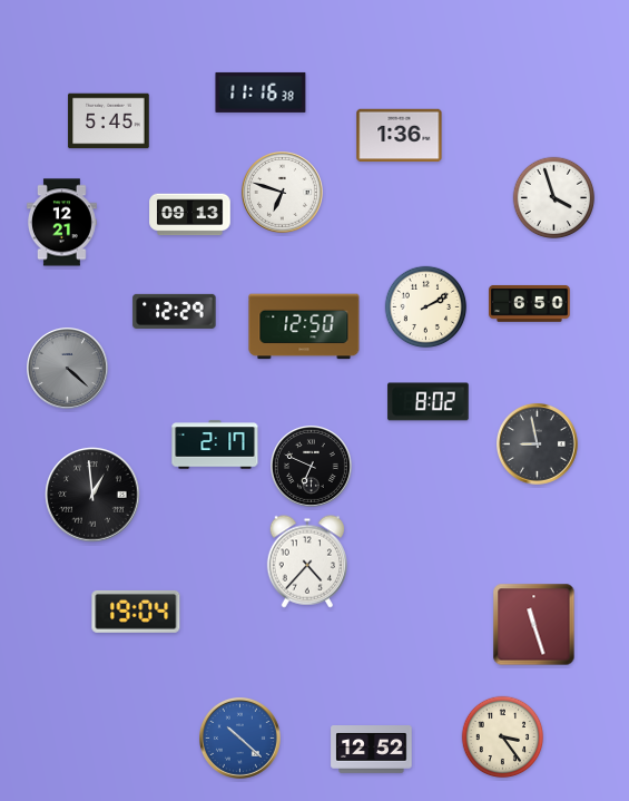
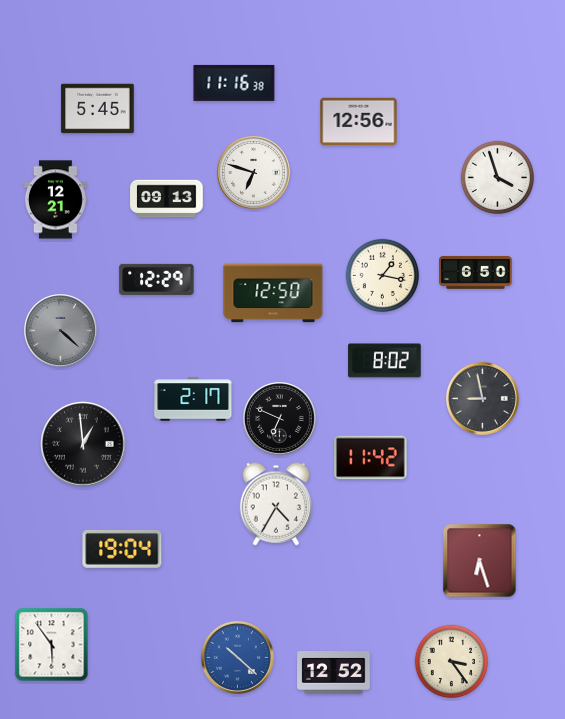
clock at (400, 136): 1:36 -> 12:56
clock at (190, 215) position: (190, 215) -> (167, 199)
clock at (426, 307): 2:10 -> 1:17
clock at (371, 458): none -> 11:42
clock at (306, 561): 4:37 -> 4:35
clock at (534, 625): 11:27 -> 6:27
clock at (52, 645): none -> 5:54
clock at (240, 739) position: (240, 739) -> (238, 658)
